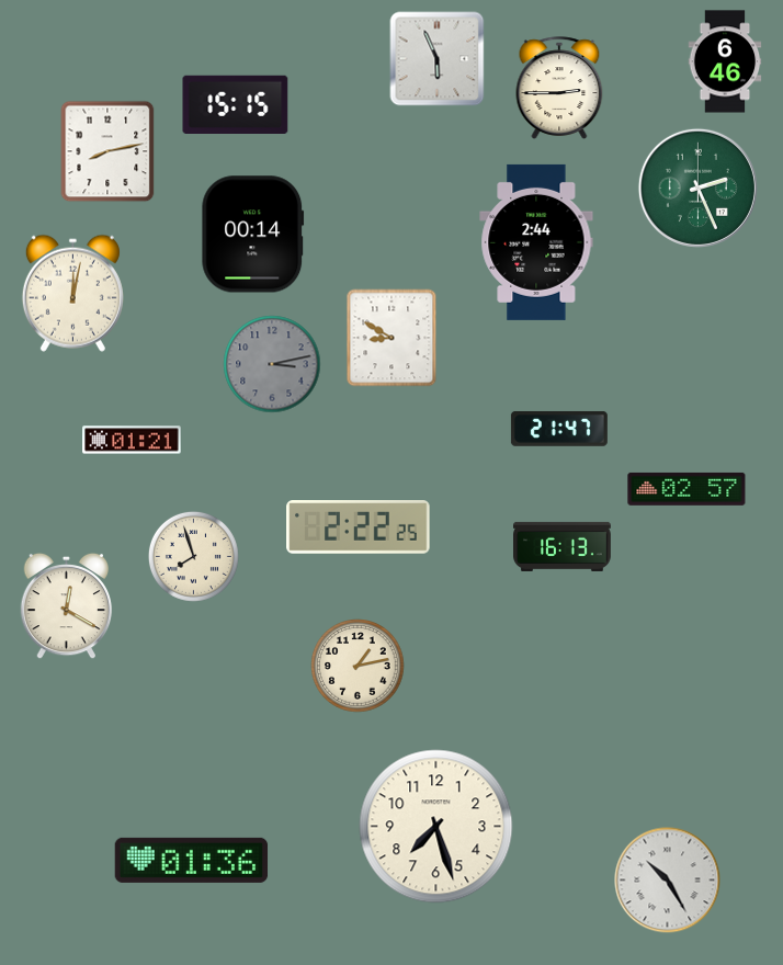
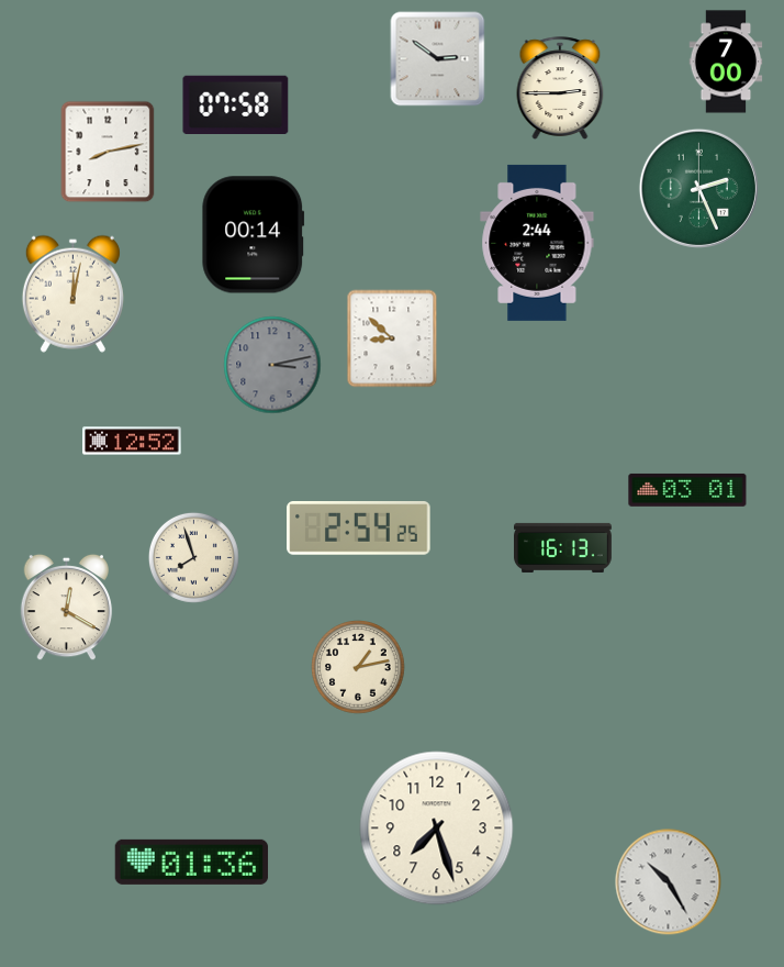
clock at (438, 59): 5:56 -> 2:51
clock at (725, 61): 6:46 -> 7:00
clock at (236, 104): 15:15 -> 07:58
clock at (392, 338): 8:50 -> 8:52
clock at (559, 429): 21:47 -> none
clock at (132, 440): 01:21 -> 12:52
clock at (686, 489): 02:57 -> 03:01
clock at (359, 527): 2:22 -> 2:54
